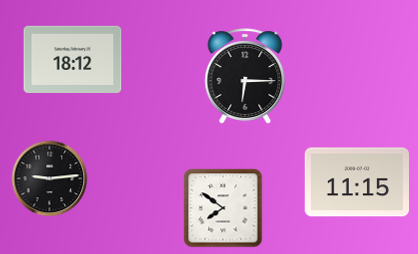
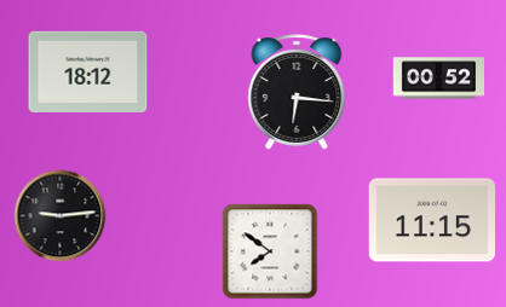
clock at (438, 79): none -> 00:52
clock at (245, 76): 6:15 -> 6:16
